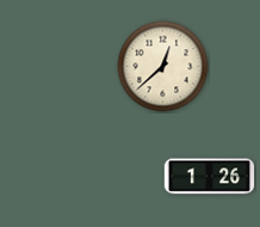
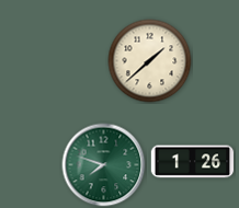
clock at (163, 67): 12:38 -> 1:38
clock at (104, 165): none -> 7:48
